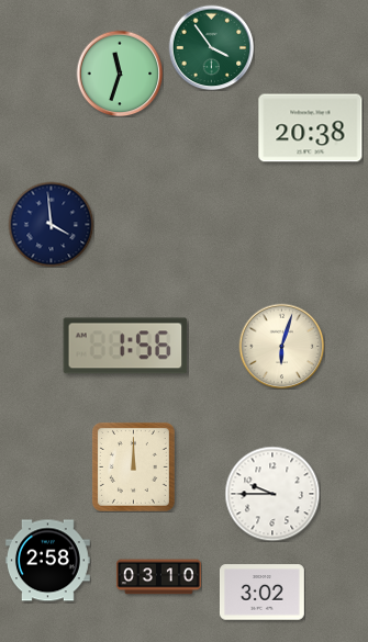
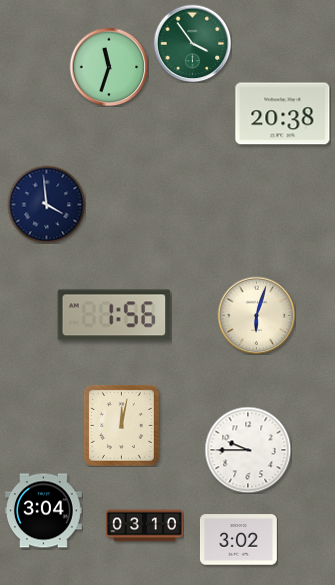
clock at (311, 128) position: (311, 128) -> (283, 114)
clock at (133, 466): 12:00 -> 12:02
clock at (47, 561): 2:58 -> 3:04
